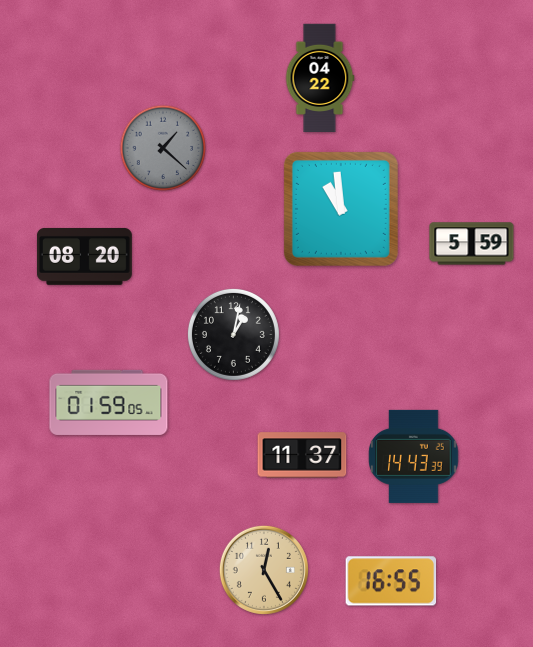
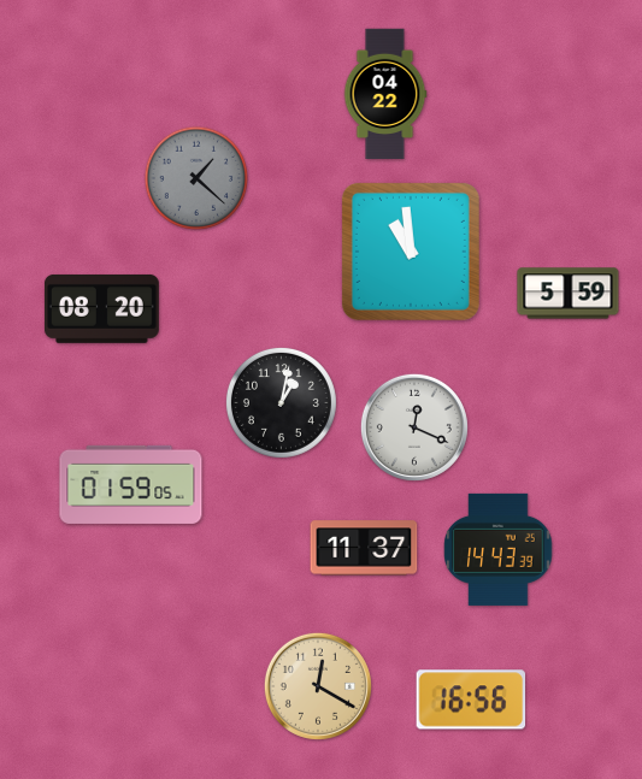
clock at (414, 427): none -> 12:19
clock at (264, 570): 12:25 -> 12:20
clock at (391, 581): 16:55 -> 16:56
